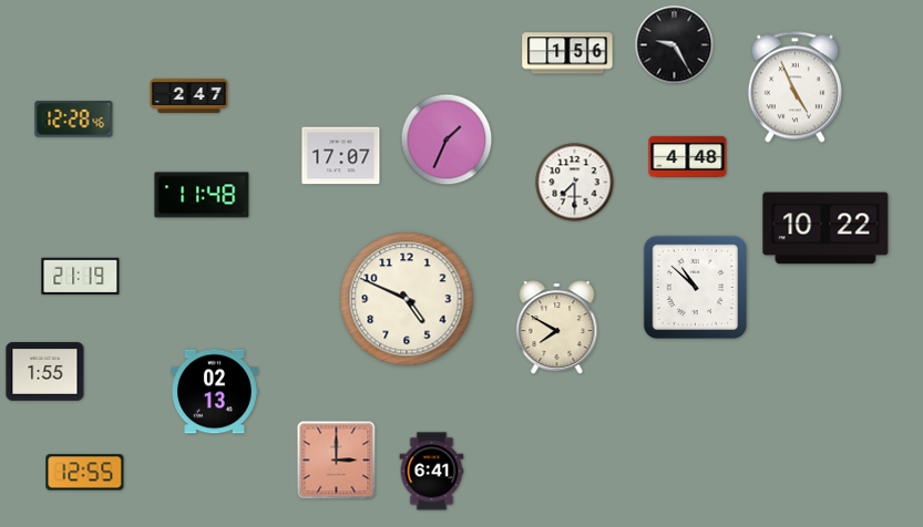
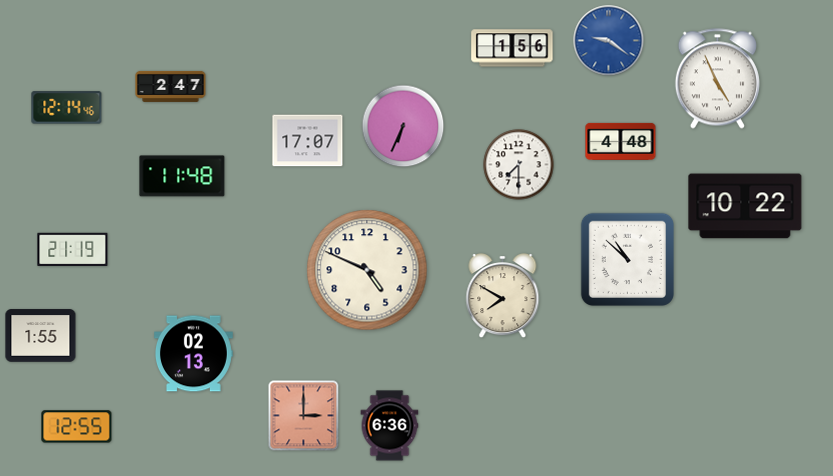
clock at (675, 45): 9:25 -> 9:21
clock at (675, 45) dial: black -> blue
clock at (74, 120): 12:28 -> 12:14
clock at (447, 139): 1:34 -> 6:34
clock at (432, 472): 6:41 -> 6:36
